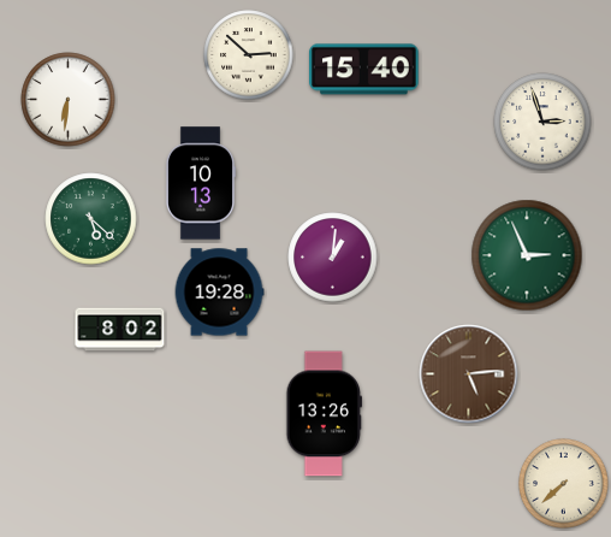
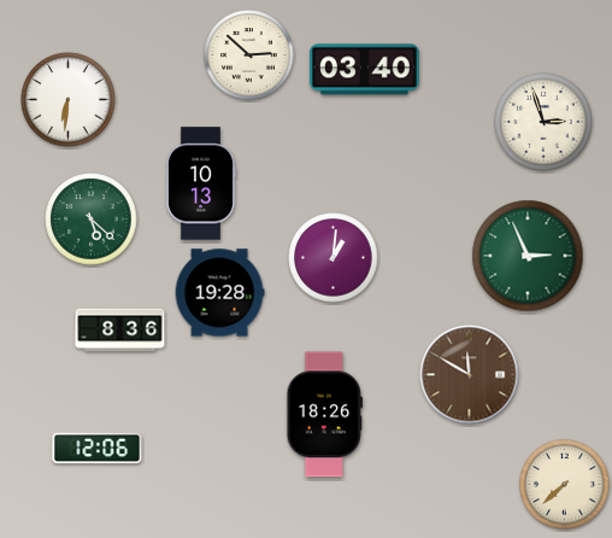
clock at (364, 70): 15:40 -> 03:40
clock at (120, 330): 8:02 -> 8:36
clock at (469, 374): 5:14 -> 11:50
clock at (325, 414): 13:26 -> 18:26
clock at (98, 449): none -> 12:06
